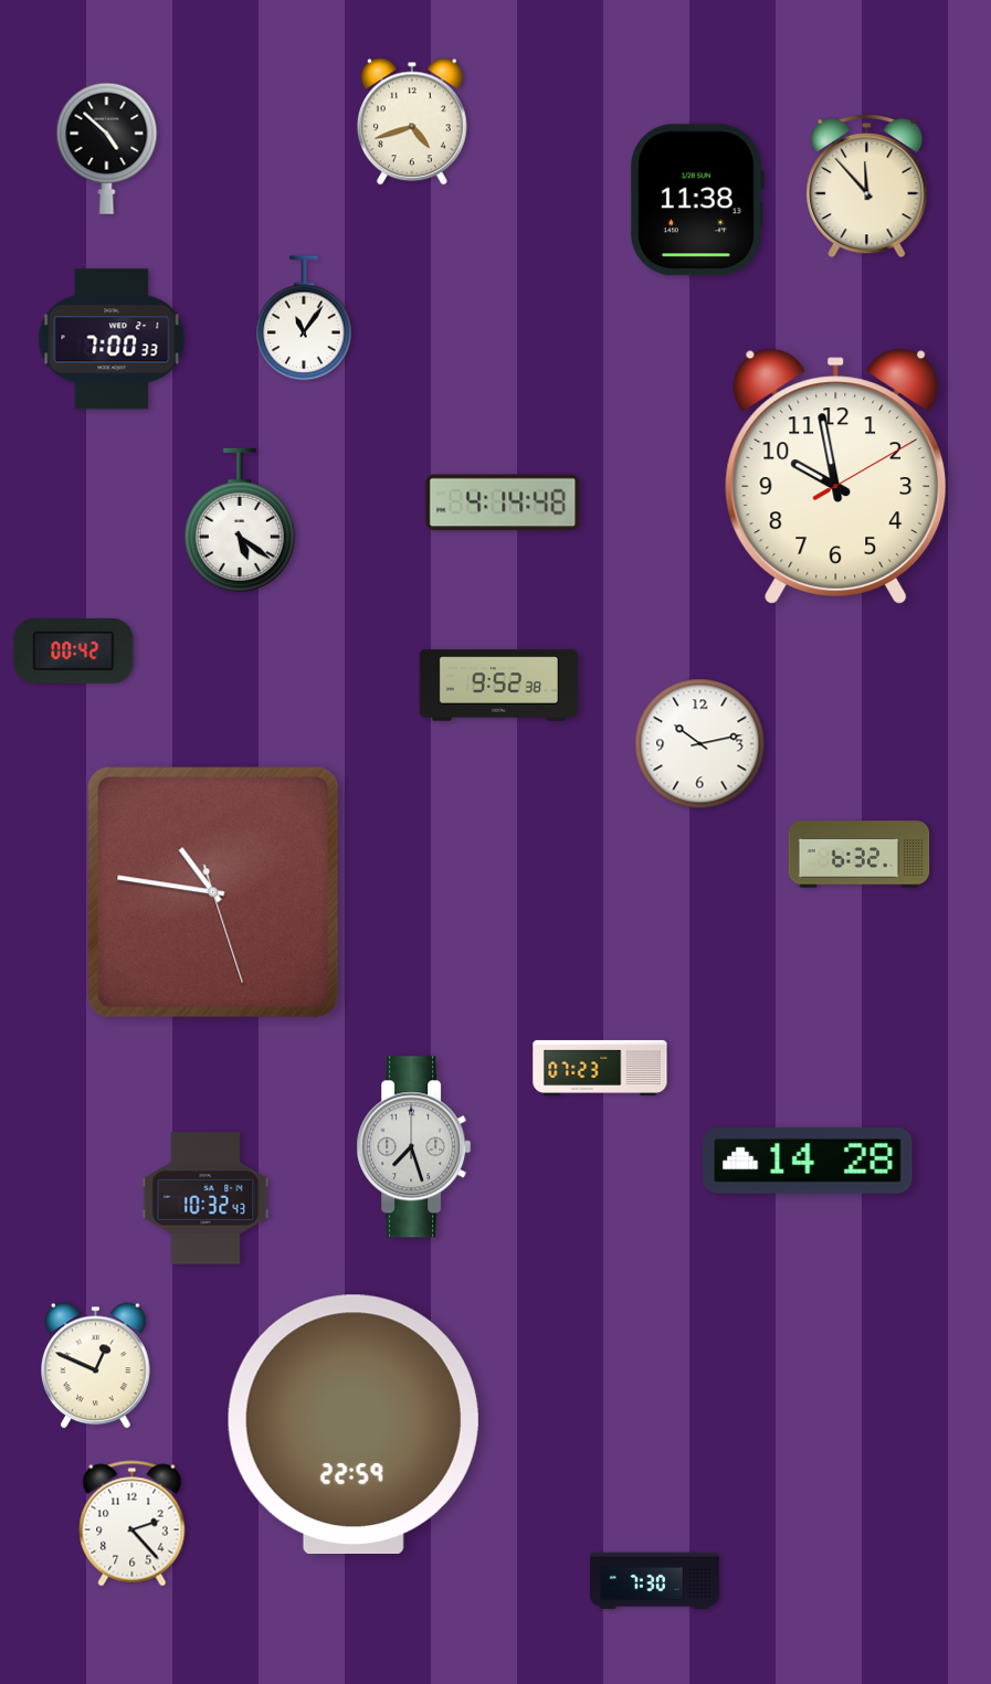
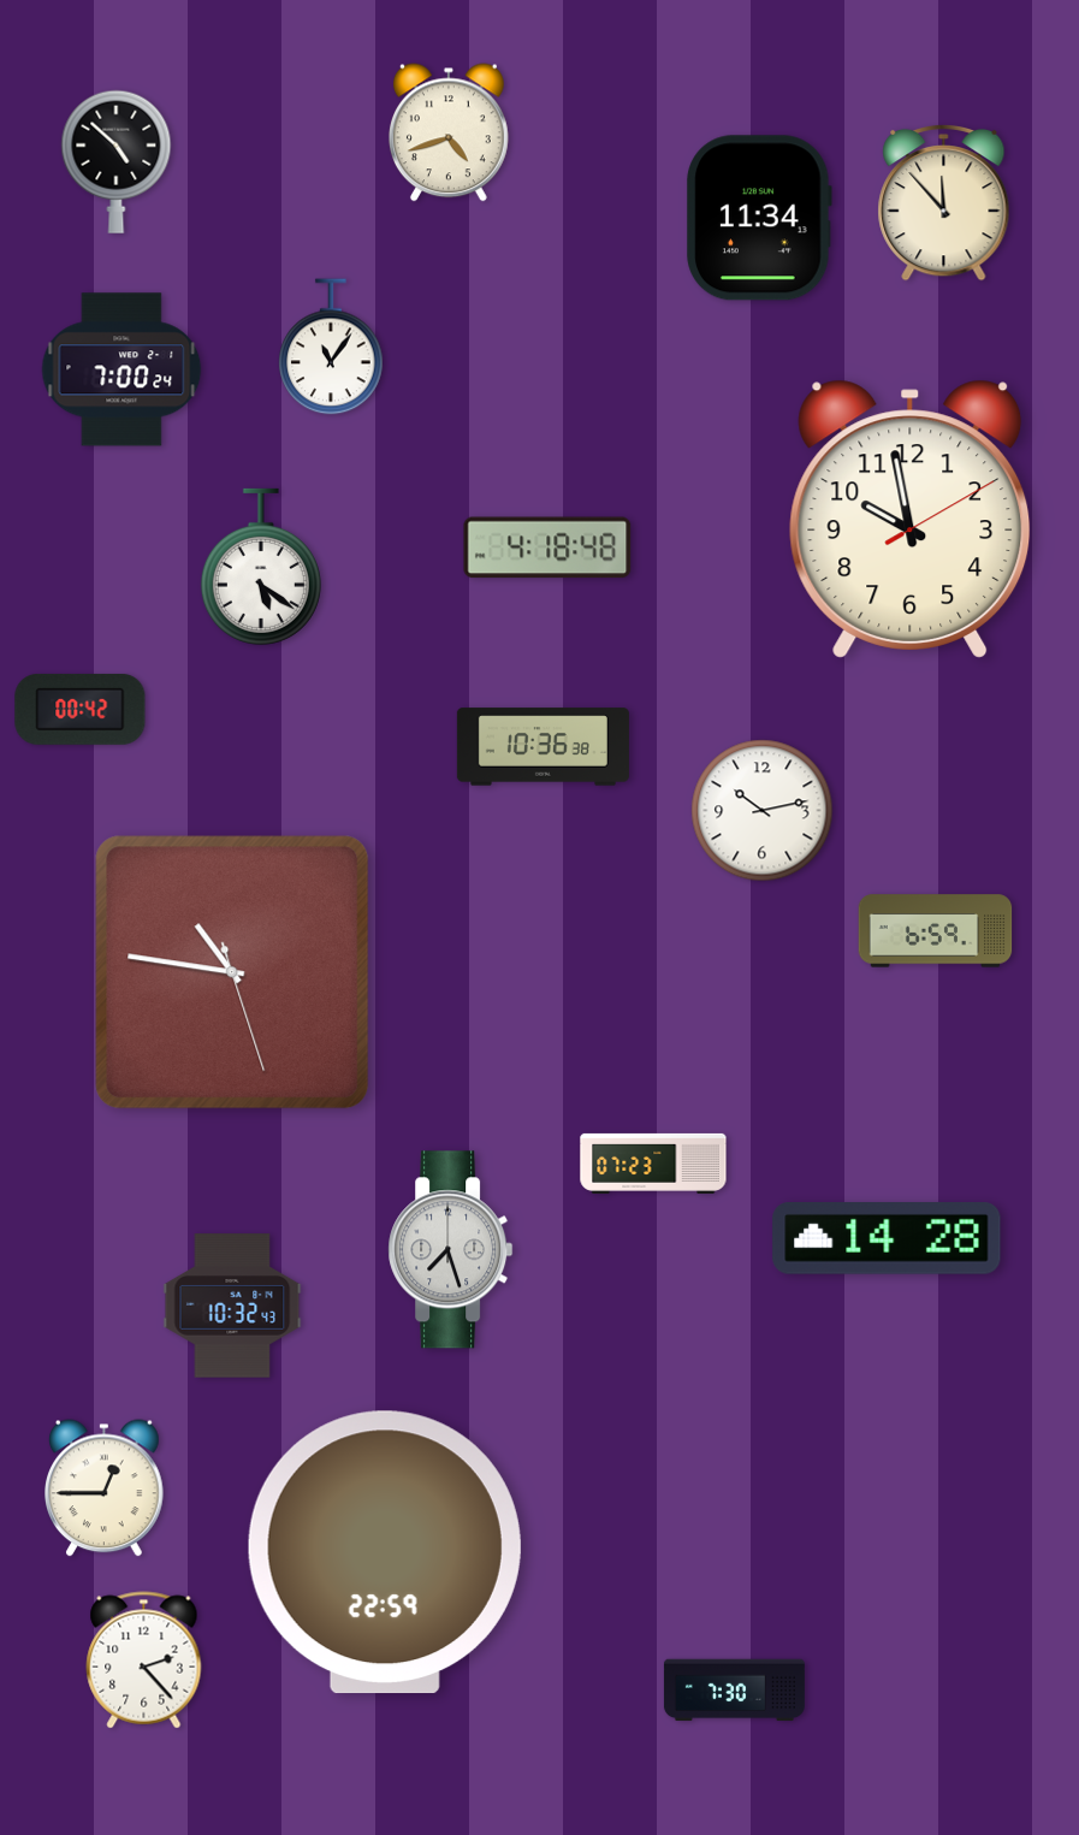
clock at (697, 200): 11:38 -> 11:34
clock at (112, 339): 7:00:33 -> 7:00:24
clock at (503, 502): 4:14 -> 4:18
clock at (498, 686): 9:52 -> 10:36
clock at (860, 855): 6:32 -> 6:59
clock at (808, 1162) position: (808, 1162) -> (887, 1239)
clock at (205, 1198) position: (205, 1198) -> (232, 1306)
clock at (96, 1366): 12:49 -> 12:45
clock at (654, 1581) position: (654, 1581) -> (734, 1691)
